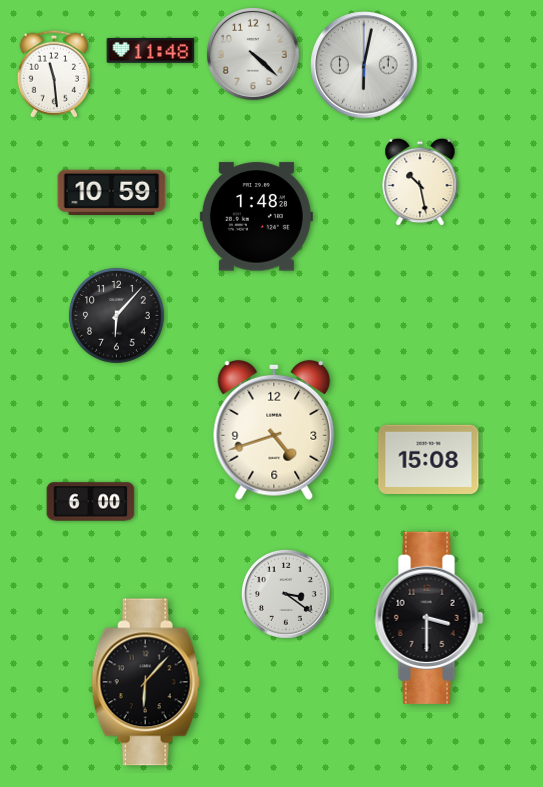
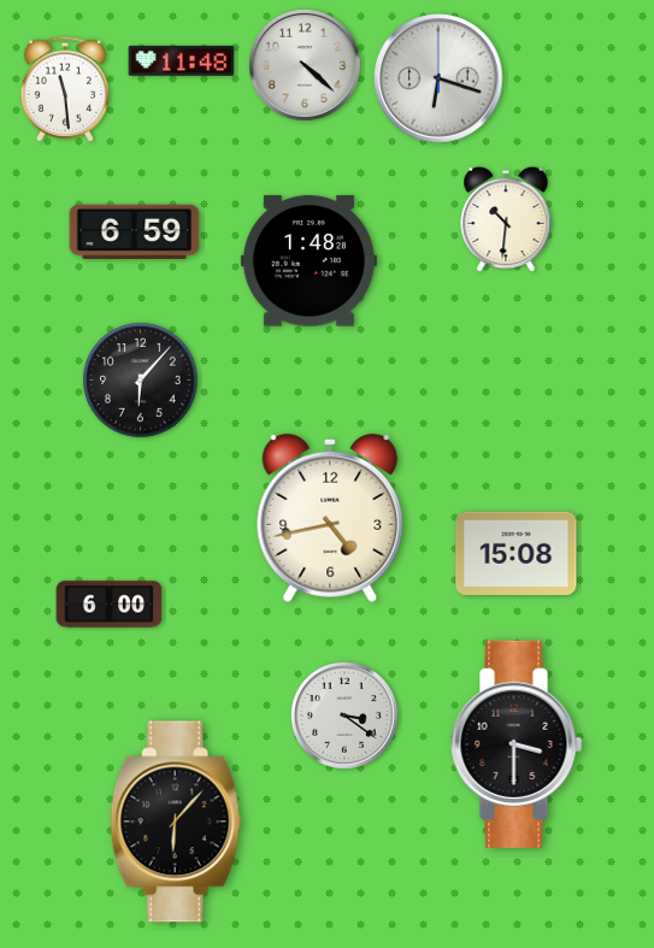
clock at (364, 65): 6:02 -> 6:18
clock at (420, 182): 10:28 -> 10:31
clock at (112, 192): 10:59 -> 6:59
clock at (274, 430): 4:42 -> 4:43
